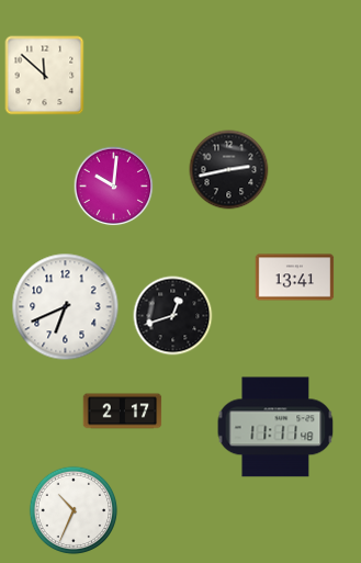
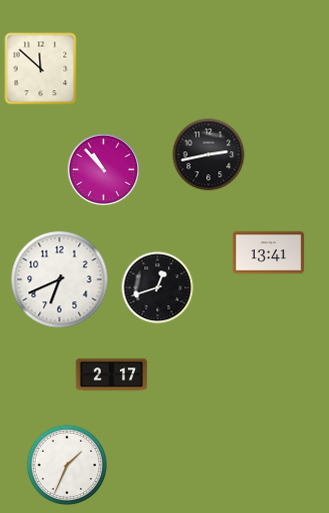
clock at (114, 187): 10:01 -> 10:53
clock at (275, 427): 11:11 -> none
clock at (74, 510): 10:34 -> 1:34
